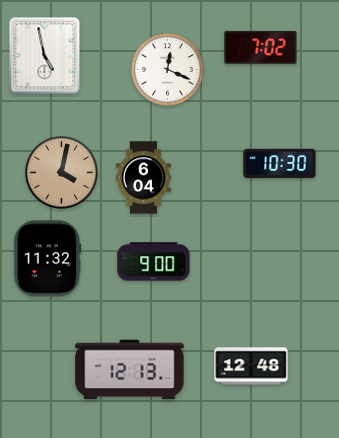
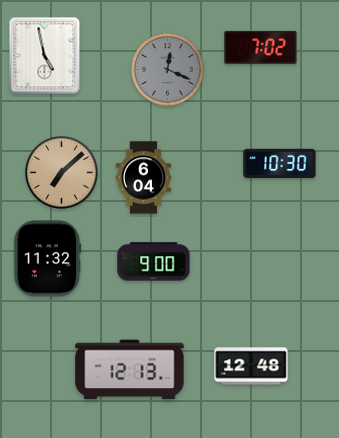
clock at (168, 70) dial: white -> grey
clock at (62, 173): 4:02 -> 7:08
